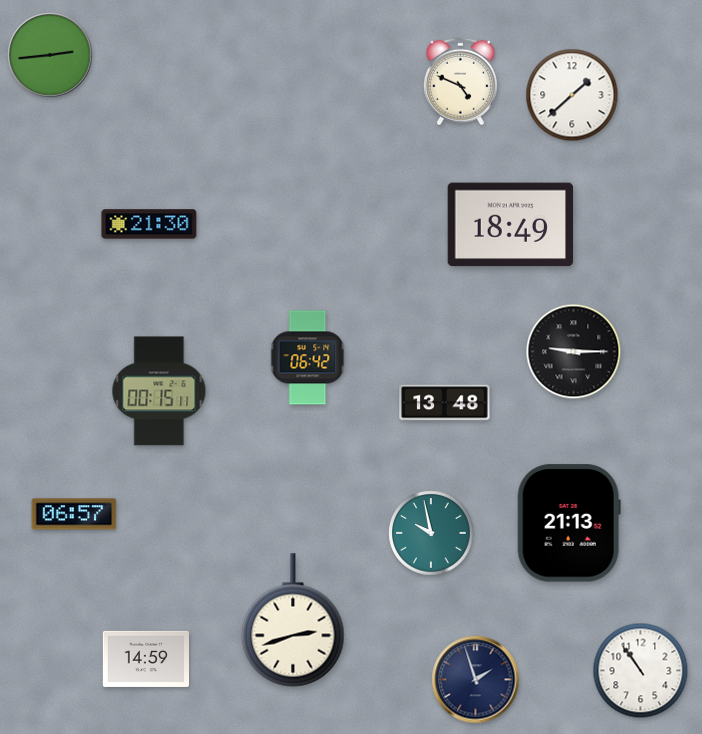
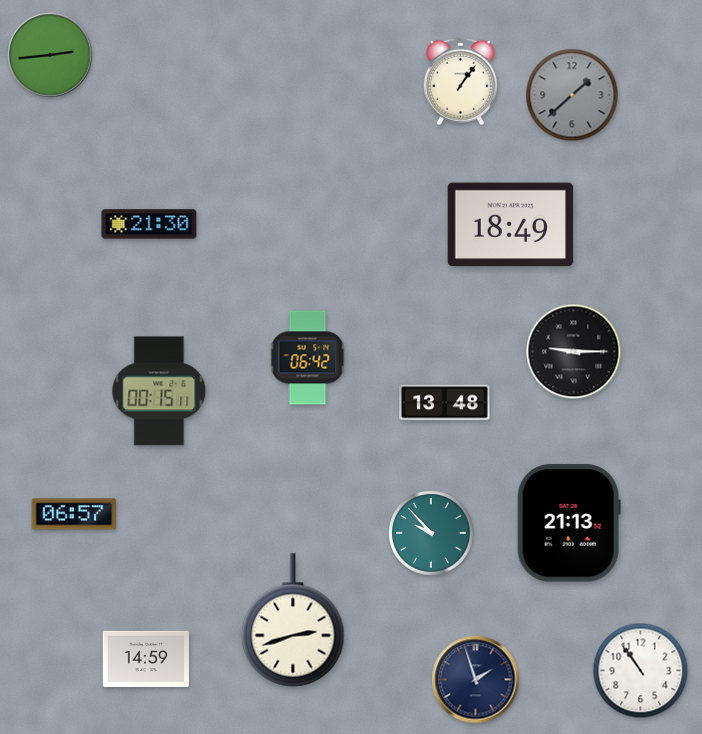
clock at (460, 82): 4:49 -> 1:06
clock at (572, 95) dial: white -> grey
clock at (431, 533): 9:58 -> 9:53
